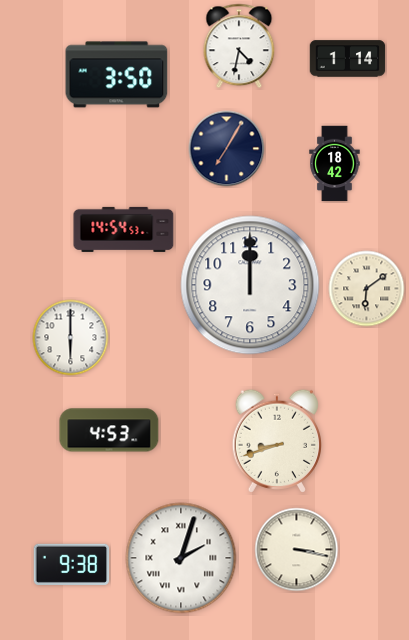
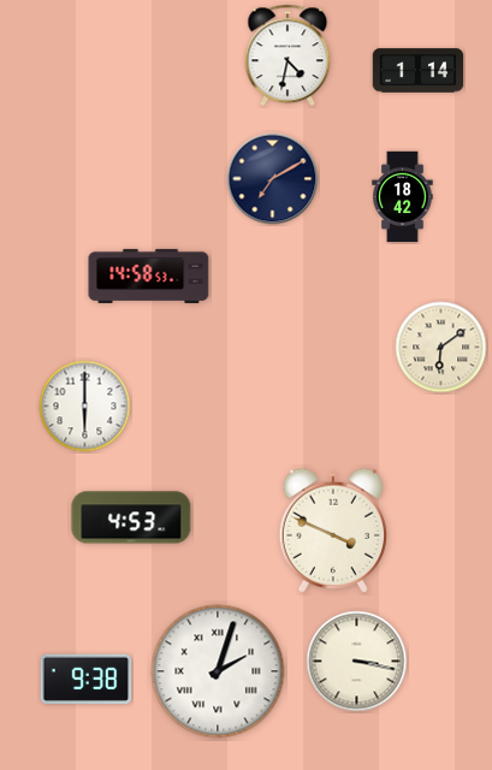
clock at (117, 75): 3:50 -> none
clock at (227, 149): 7:05 -> 7:10
clock at (124, 229): 14:54 -> 14:58
clock at (250, 285): 12:00 -> none
clock at (276, 441): 8:42 -> 3:49
